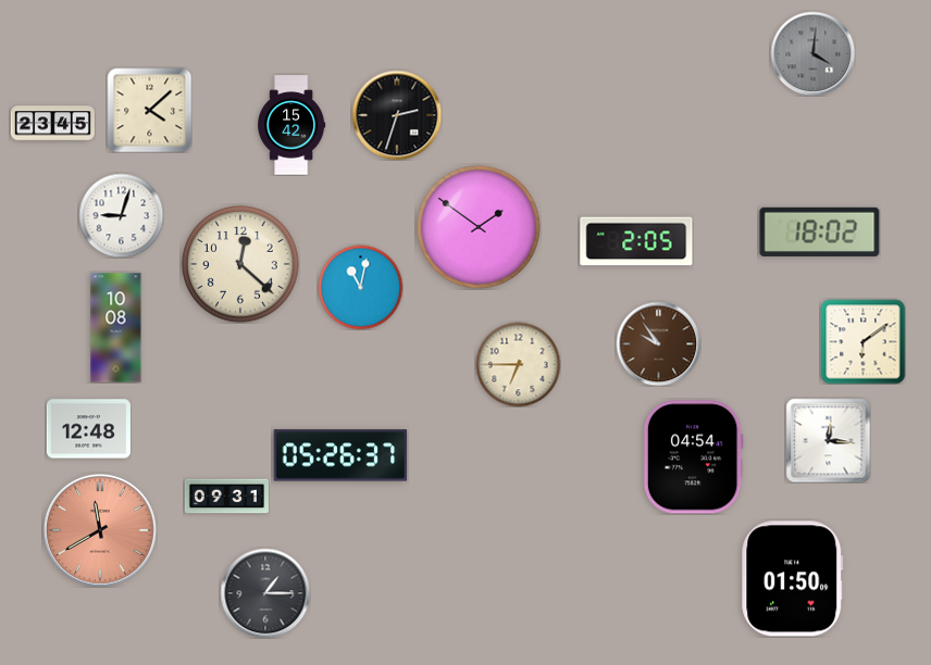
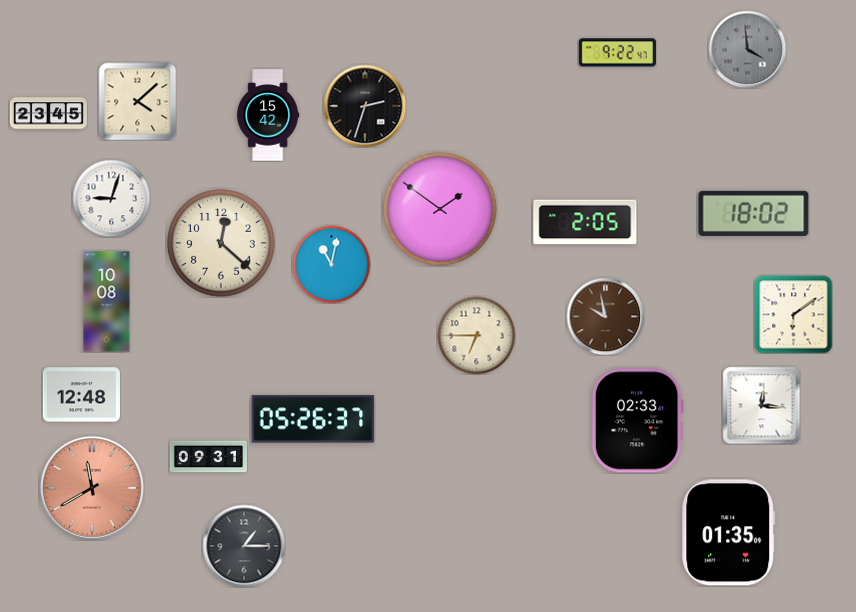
clock at (812, 53): 4:01 -> 3:59
clock at (617, 53): none -> 9:22
clock at (658, 343): 9:54 -> 9:58
clock at (693, 457): 04:54 -> 02:33
clock at (793, 579): 01:50 -> 01:35
